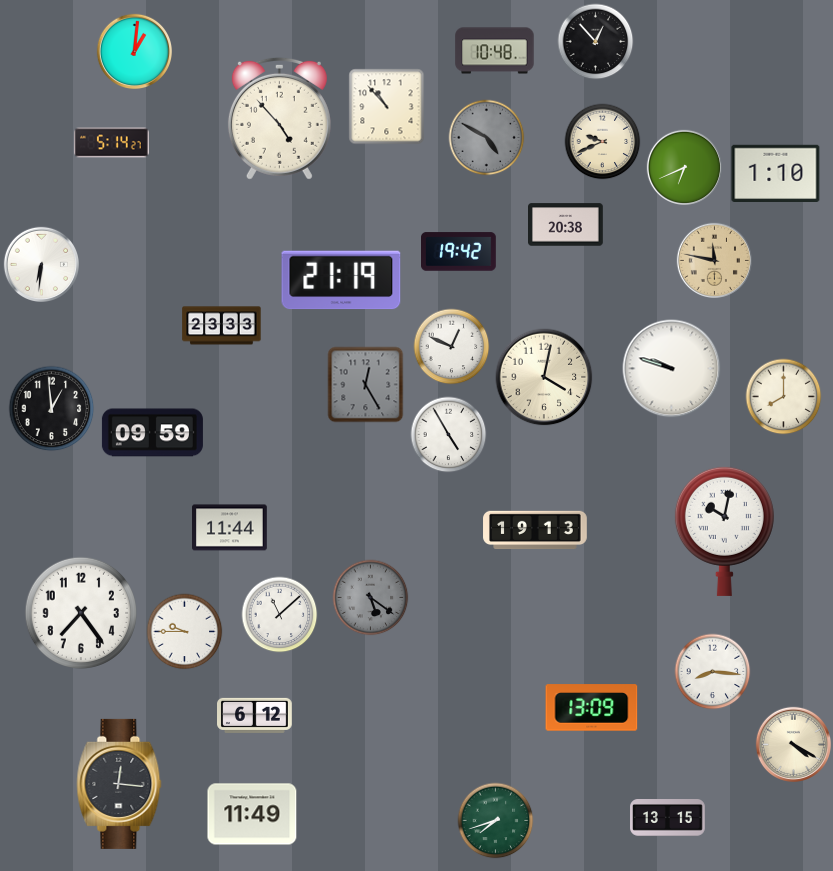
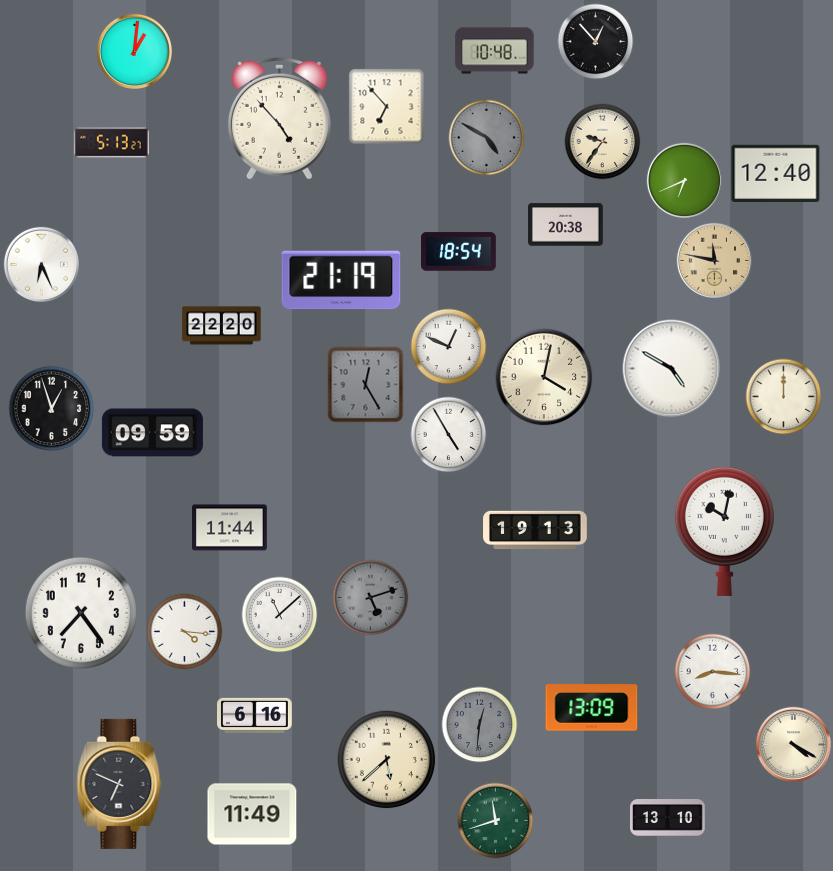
clock at (387, 107): 10:53 -> 6:53
clock at (603, 142): 9:41 -> 9:36
clock at (112, 143): 5:14 -> 5:13
clock at (684, 167) position: (684, 167) -> (684, 180)
clock at (776, 173): 1:10 -> 12:40
clock at (459, 252): 19:42 -> 18:54
clock at (41, 264): 6:31 -> 6:26
clock at (222, 326): 23:33 -> 22:20
clock at (452, 347) position: (452, 347) -> (449, 347)
clock at (672, 369): 9:48 -> 4:50
clock at (784, 397): 8:00 -> 12:00
clock at (52, 409): 12:59 -> 12:57
clock at (371, 598): 5:21 -> 5:12
clock at (185, 632): 9:45 -> 4:16
clock at (255, 715): 6:12 -> 6:16
clock at (480, 725): none -> 12:31
clock at (387, 760): none -> 5:38
clock at (119, 784): 12:16 -> 6:49
clock at (668, 818): 13:15 -> 13:10
clock at (496, 821): 7:42 -> 11:42
